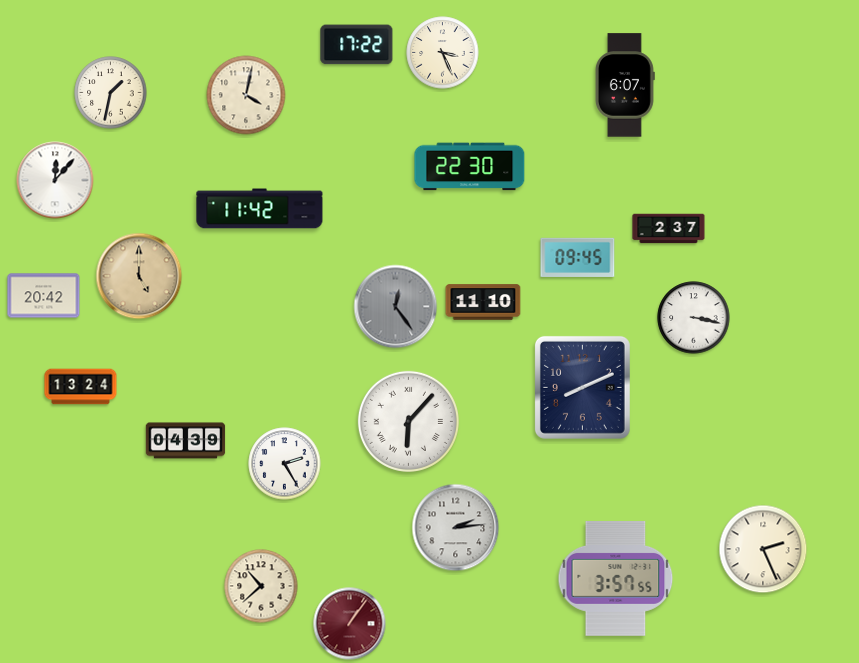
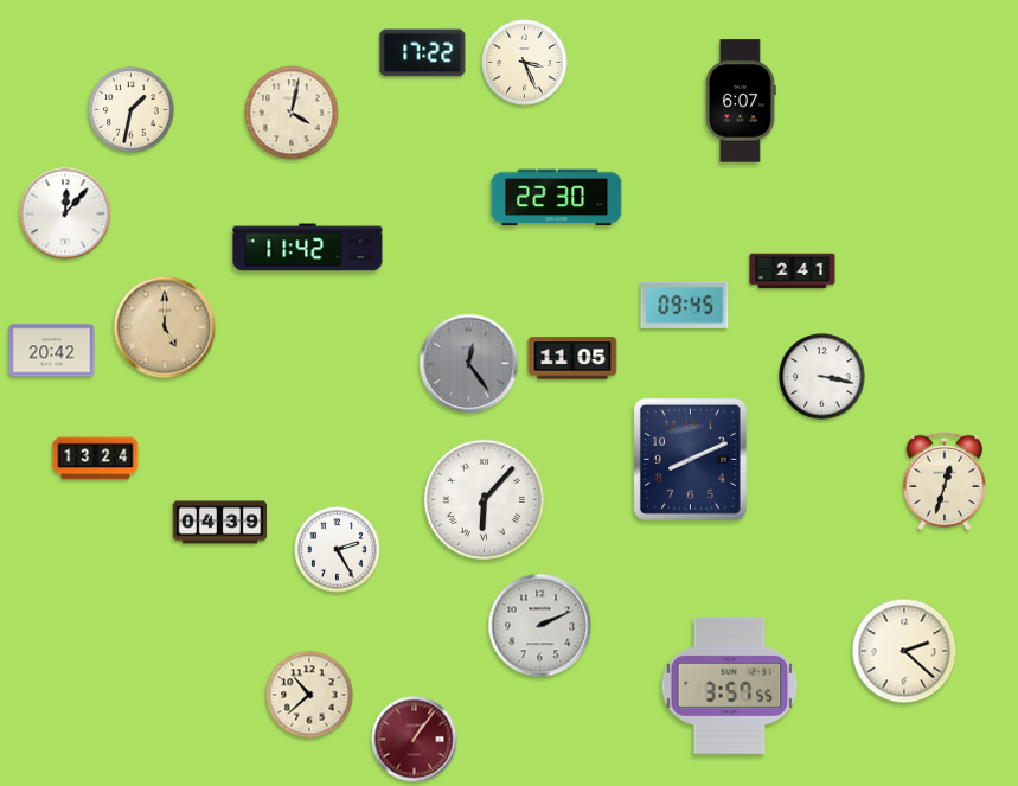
clock at (669, 229): 2:37 -> 2:41
clock at (483, 302): 11:10 -> 11:05
clock at (945, 480): none -> 12:33
clock at (456, 528): 2:14 -> 2:11
clock at (763, 549): 2:26 -> 2:22
